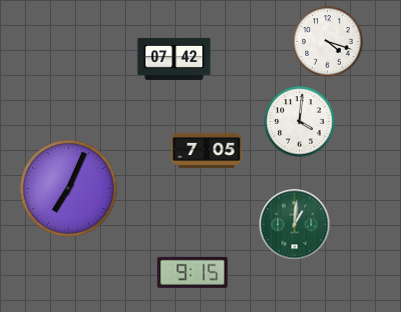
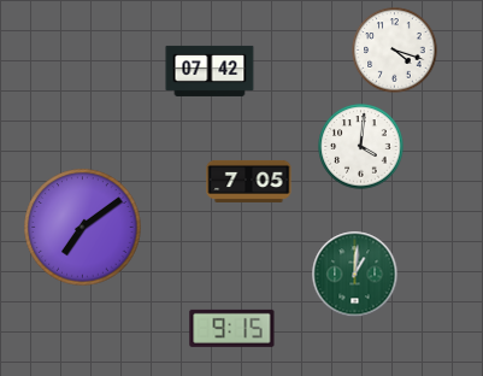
clock at (69, 189): 7:04 -> 7:09
clock at (295, 225) position: (295, 225) -> (355, 275)
